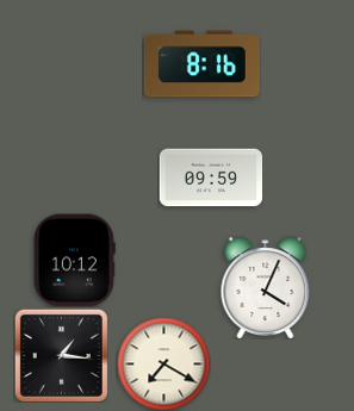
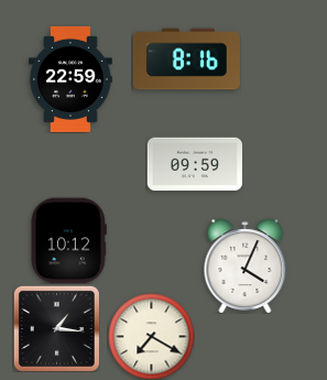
clock at (70, 79): none -> 22:59
